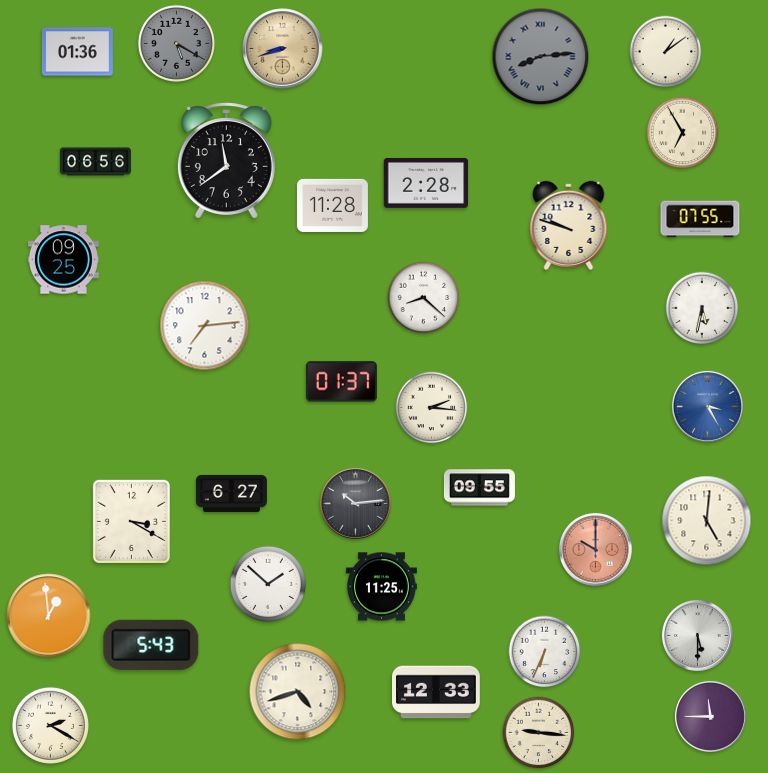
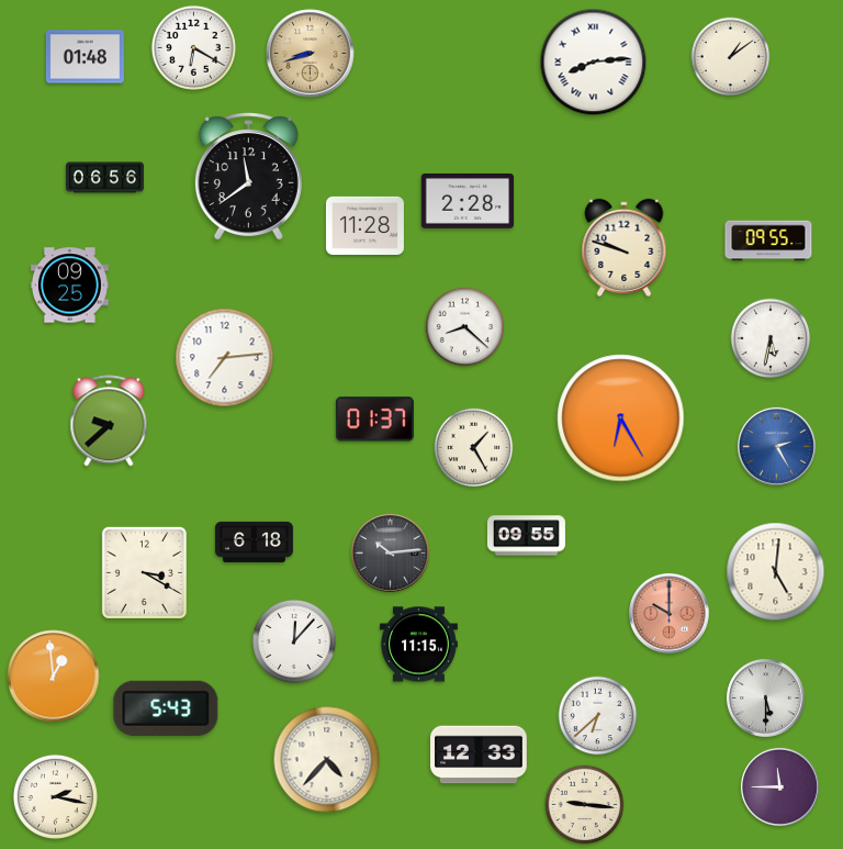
clock at (176, 43): 5:20 -> 6:20
clock at (176, 43) dial: grey -> white
clock at (77, 52): 01:36 -> 01:48
clock at (541, 57) dial: grey -> white
clock at (683, 133): 6:55 -> none
clock at (700, 219): 07:55 -> 09:55
clock at (621, 418): none -> 6:25
clock at (109, 421): none -> 9:38
clock at (707, 406): 3:25 -> 2:25
clock at (432, 408): 2:16 -> 1:25
clock at (231, 493): 6:27 -> 6:18
clock at (595, 549) position: (595, 549) -> (668, 613)
clock at (268, 584): 1:52 -> 12:07
clock at (381, 587): 11:25 -> 11:15
clock at (545, 652): 6:34 -> 6:38
clock at (298, 692): 4:42 -> 4:37
clock at (437, 692) position: (437, 692) -> (480, 755)
clock at (50, 725): 2:20 -> 2:17
clock at (539, 733) position: (539, 733) -> (585, 805)
